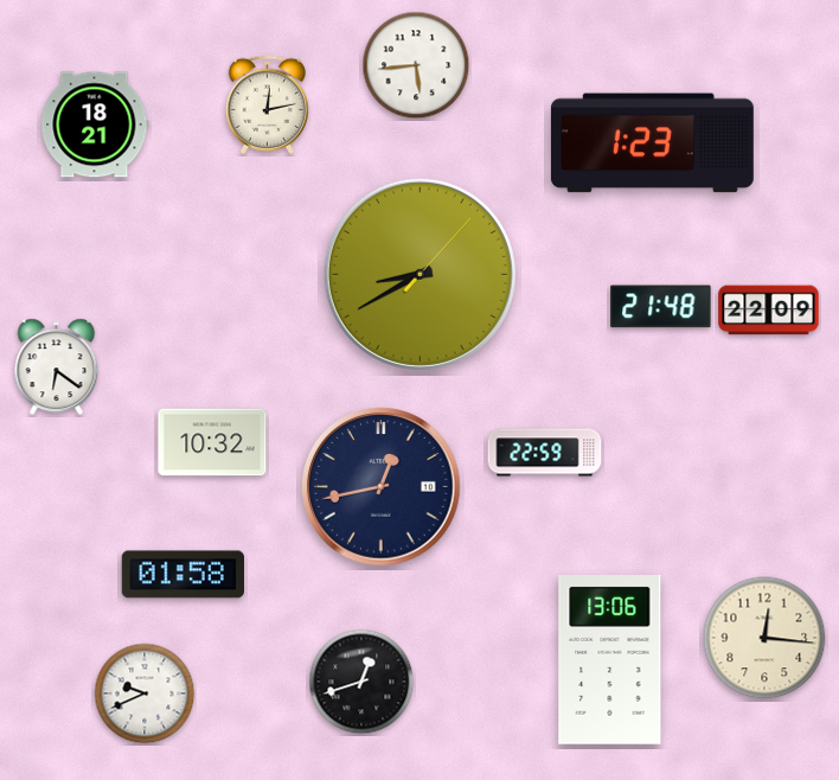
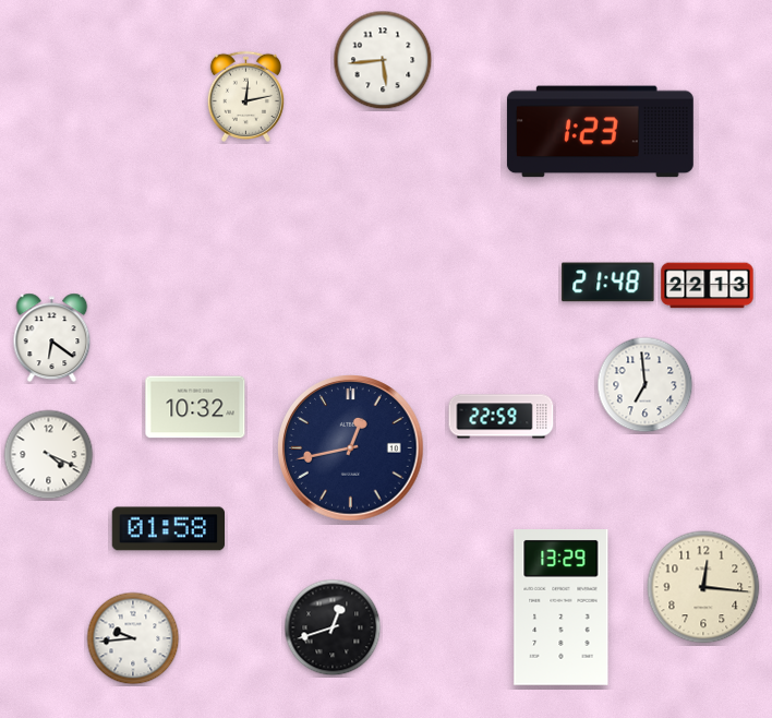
clock at (95, 124): 18:21 -> none
clock at (420, 274): 8:40 -> none
clock at (769, 311): 22:09 -> 22:13
clock at (646, 385): none -> 6:59
clock at (49, 455): none -> 4:19
clock at (610, 660): 13:06 -> 13:29
clock at (145, 693): 9:41 -> 9:44
